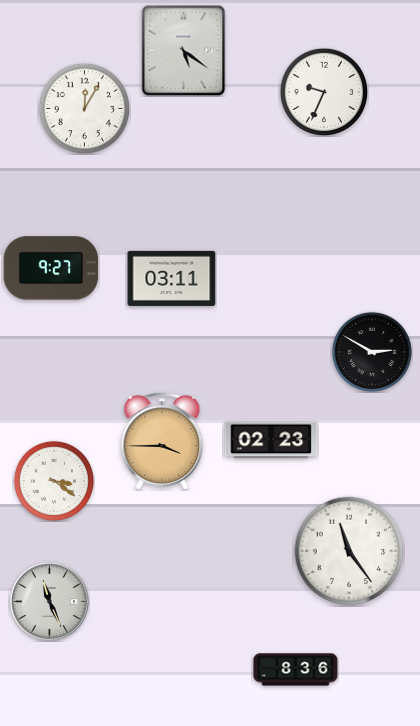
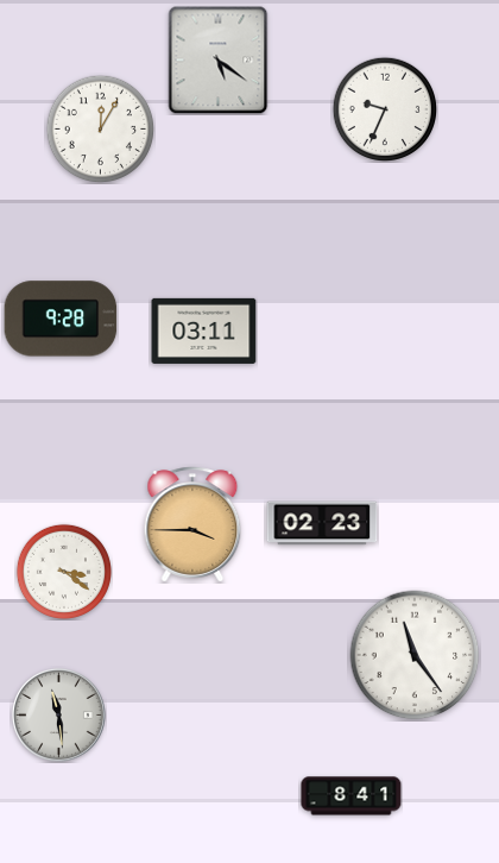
clock at (51, 268): 9:27 -> 9:28
clock at (372, 352): 2:50 -> none
clock at (50, 602): 11:26 -> 11:29
clock at (296, 670): 8:36 -> 8:41
